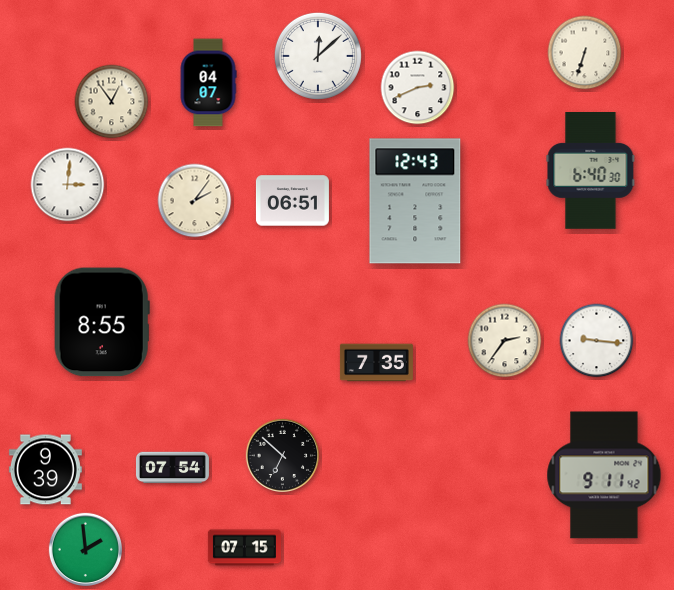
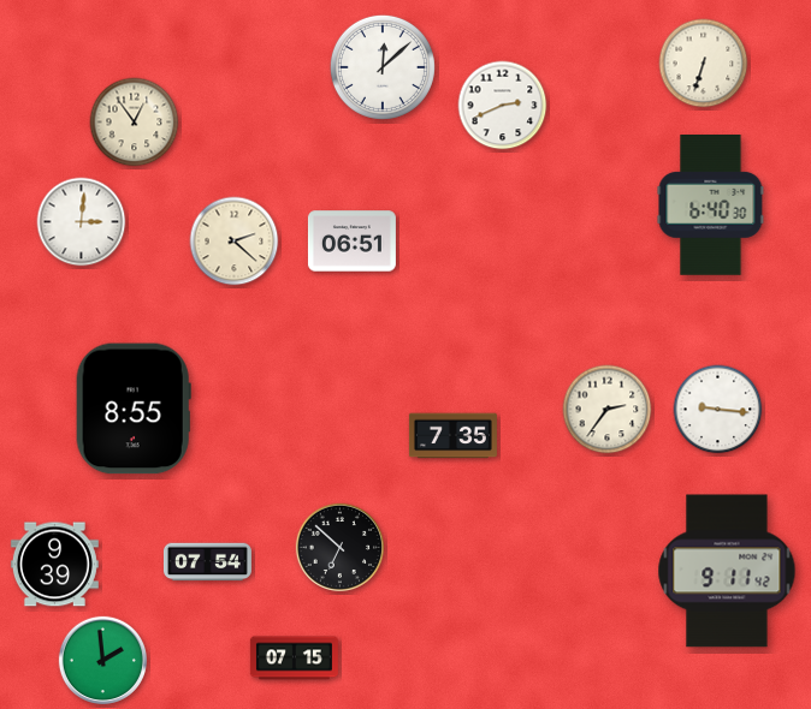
clock at (208, 83): 04:07 -> none
clock at (195, 201): 2:06 -> 2:22
clock at (415, 201): 12:43 -> none
clock at (102, 322) position: (102, 322) -> (134, 409)
